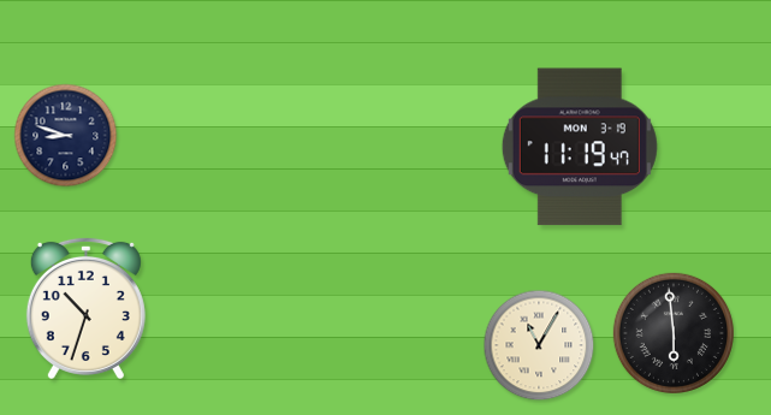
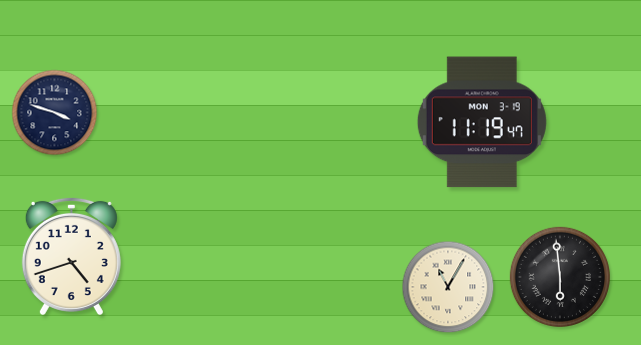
clock at (66, 136): 8:48 -> 3:48
clock at (85, 308): 10:33 -> 4:42
